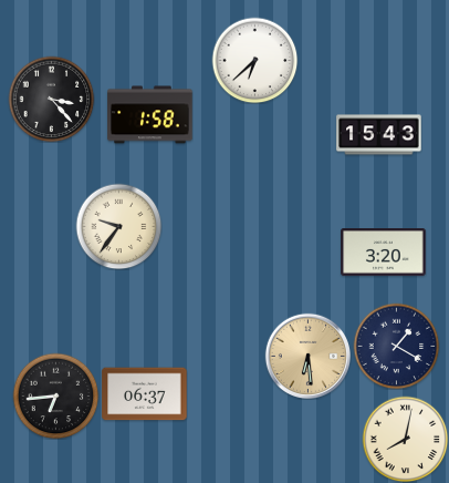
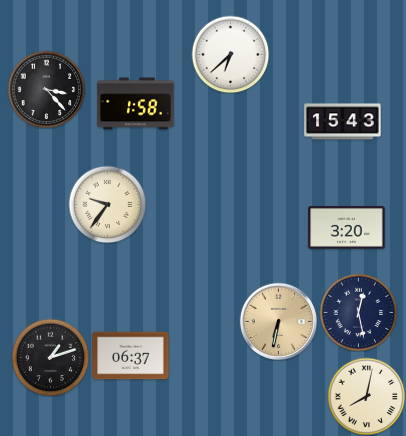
clock at (396, 346): 1:20 -> 12:28
clock at (307, 356): 6:29 -> 6:32
clock at (55, 395): 6:44 -> 1:12
